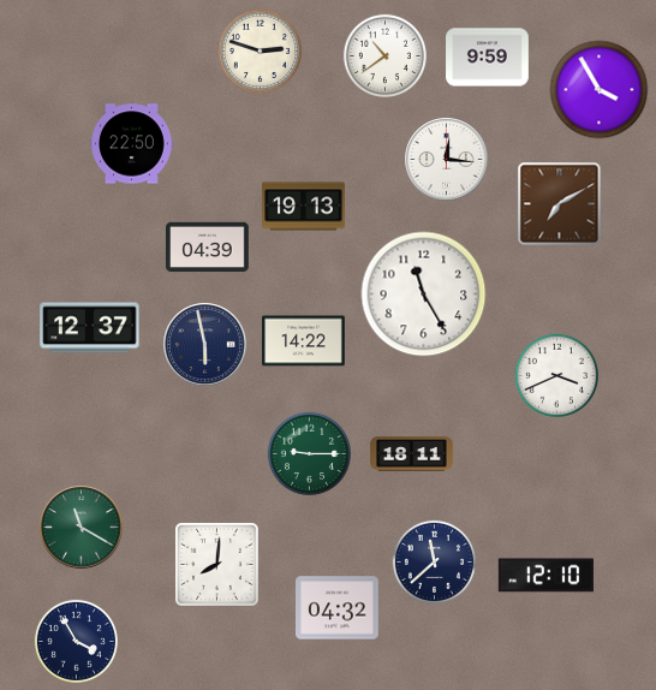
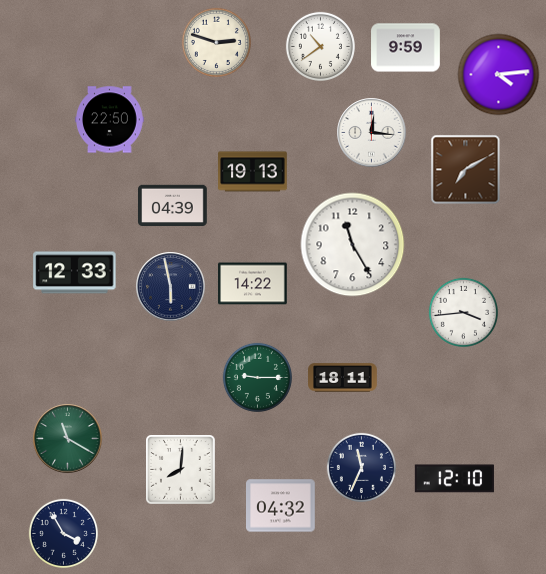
clock at (600, 90): 3:55 -> 4:14
clock at (90, 328): 12:37 -> 12:33
clock at (556, 375): 3:41 -> 3:44
clock at (434, 561): 11:38 -> 11:34
